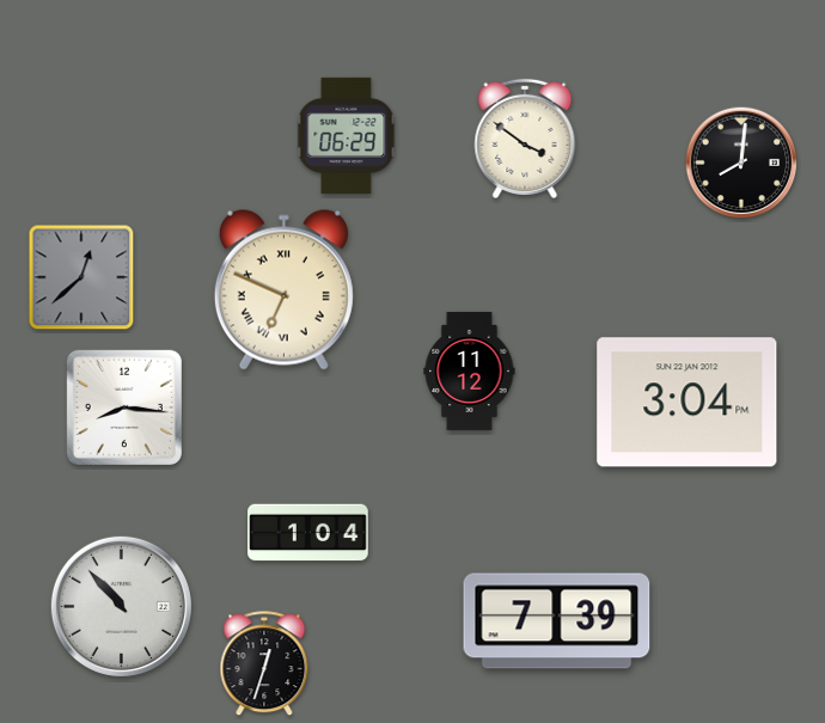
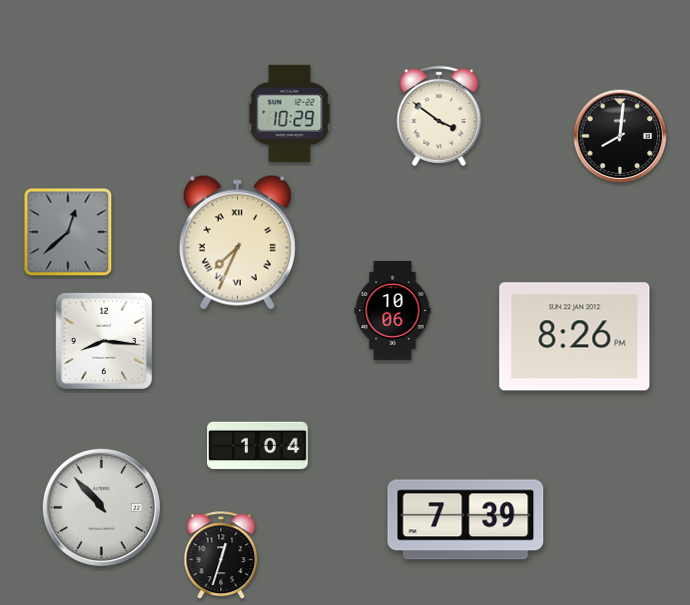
clock at (347, 135): 06:29 -> 10:29
clock at (283, 289): 6:49 -> 7:34
clock at (470, 370): 11:12 -> 10:06
clock at (687, 403): 3:04 -> 8:26
